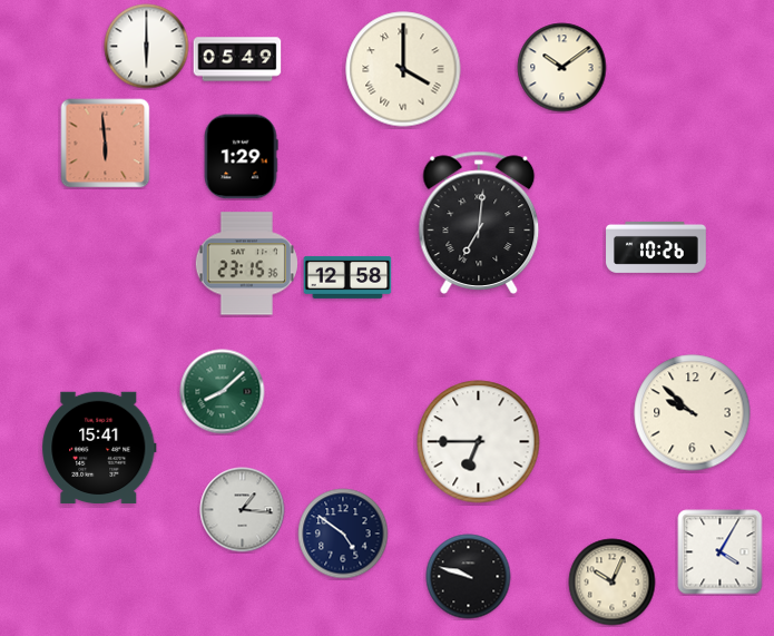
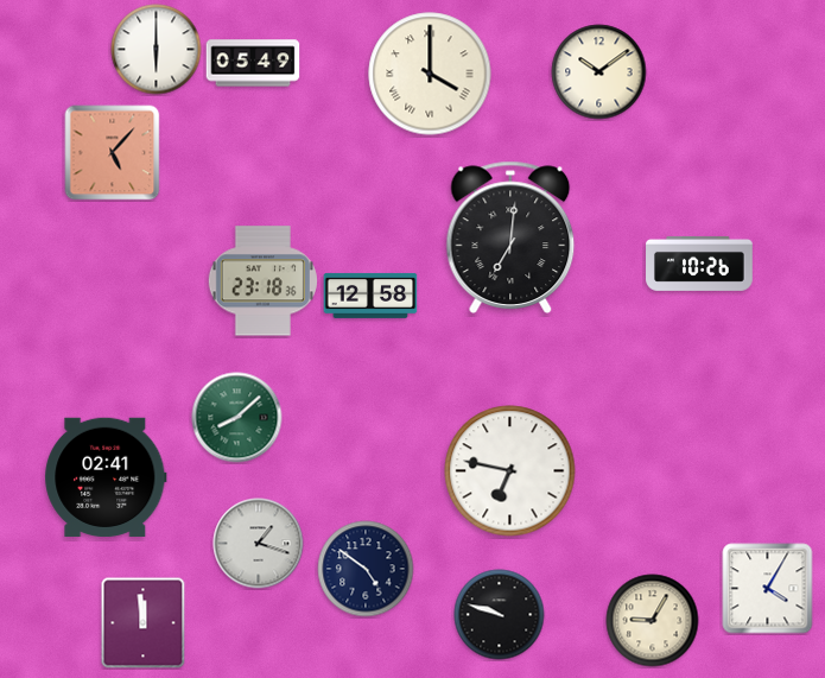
clock at (106, 144): 5:59 -> 5:07
clock at (241, 157): 1:29 -> none
clock at (246, 264): 23:15 -> 23:18
clock at (693, 413): 9:52 -> none
clock at (479, 442): 6:45 -> 6:47
clock at (99, 448): 15:41 -> 02:41
clock at (243, 510): 1:16 -> 1:18
clock at (613, 583): 10:04 -> 9:05
clock at (144, 623): none -> 11:59
